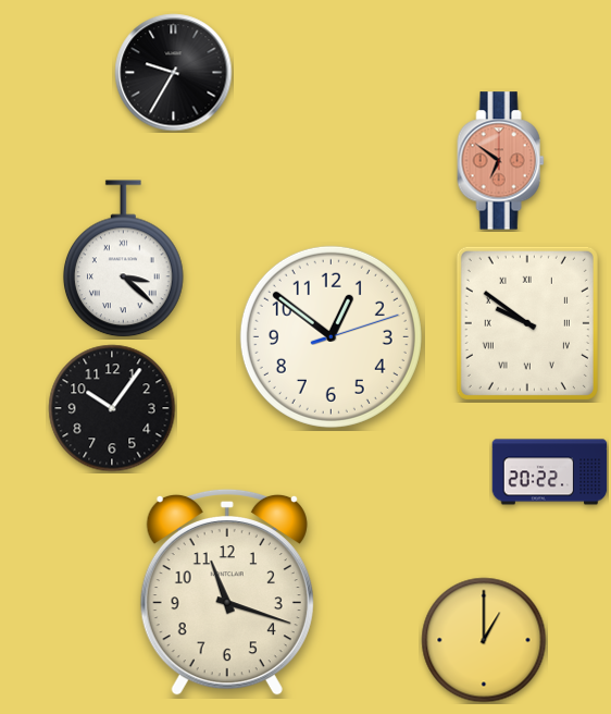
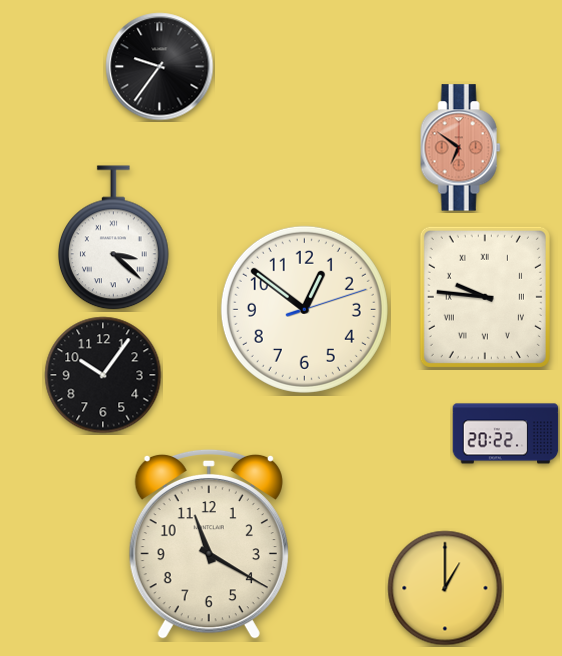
clock at (174, 73): 9:35 -> 9:36
clock at (527, 323): 9:51 -> 9:46
clock at (227, 592): 11:18 -> 11:20
